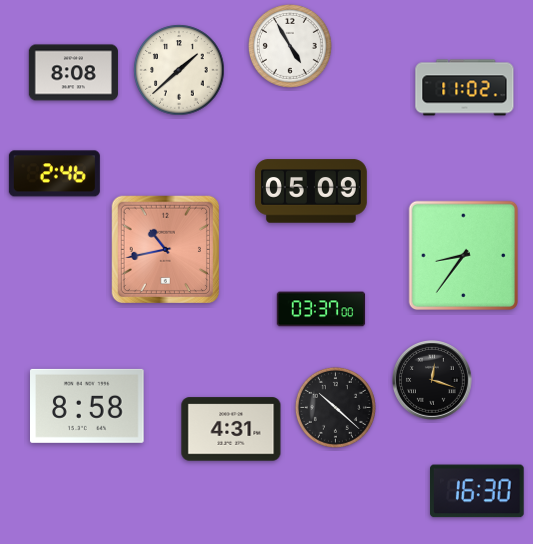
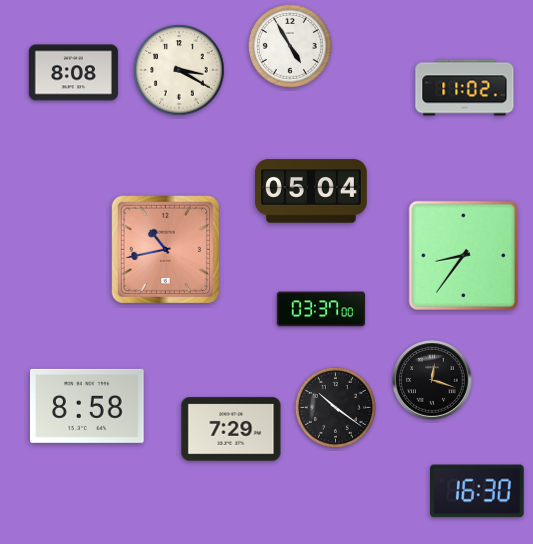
clock at (179, 70): 1:38 -> 3:20
clock at (54, 174): 2:46 -> none
clock at (311, 191): 05:09 -> 05:04
clock at (335, 407): 10:22 -> 10:21
clock at (231, 429): 4:31 -> 7:29
